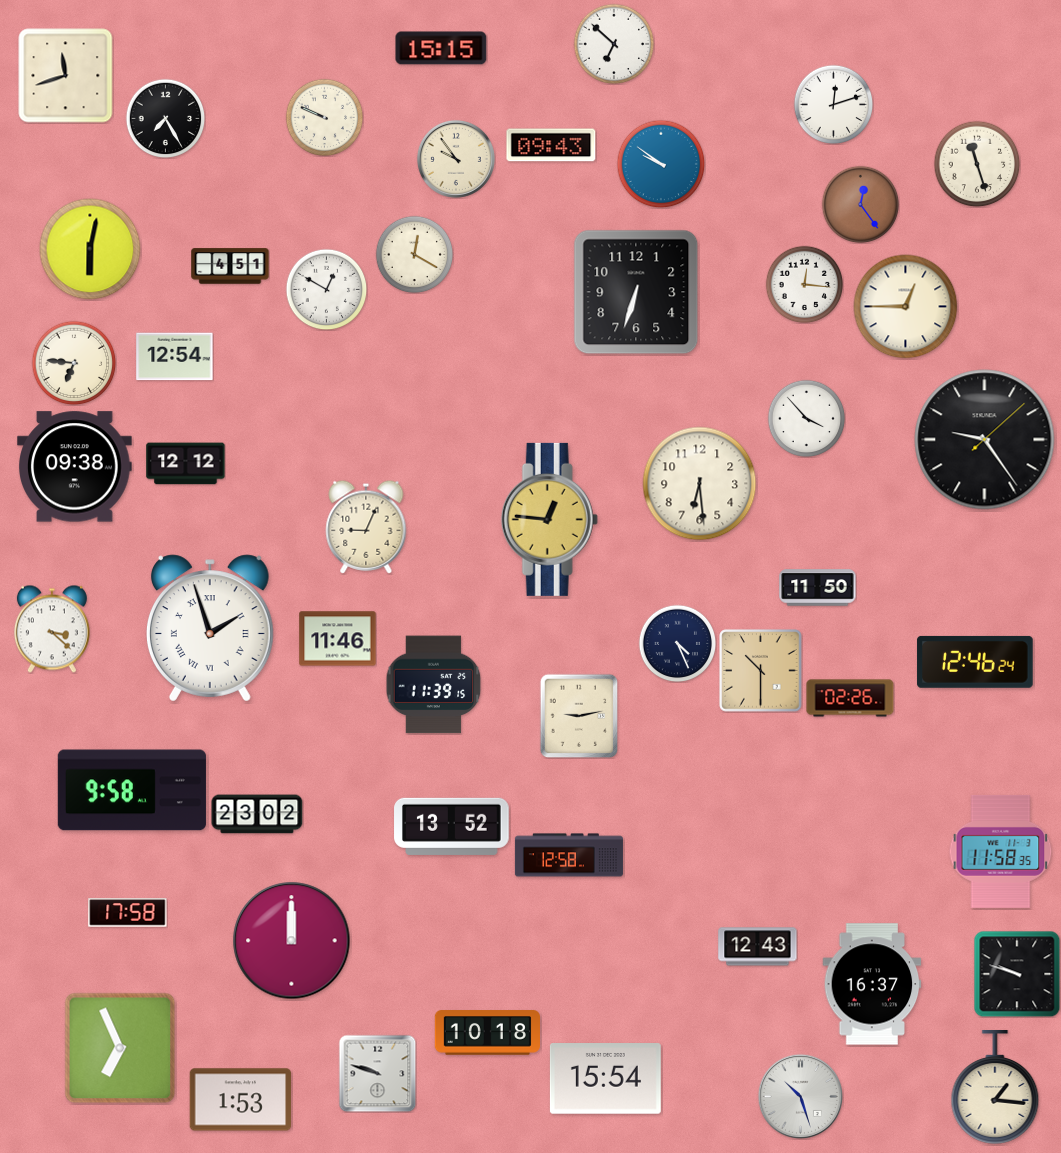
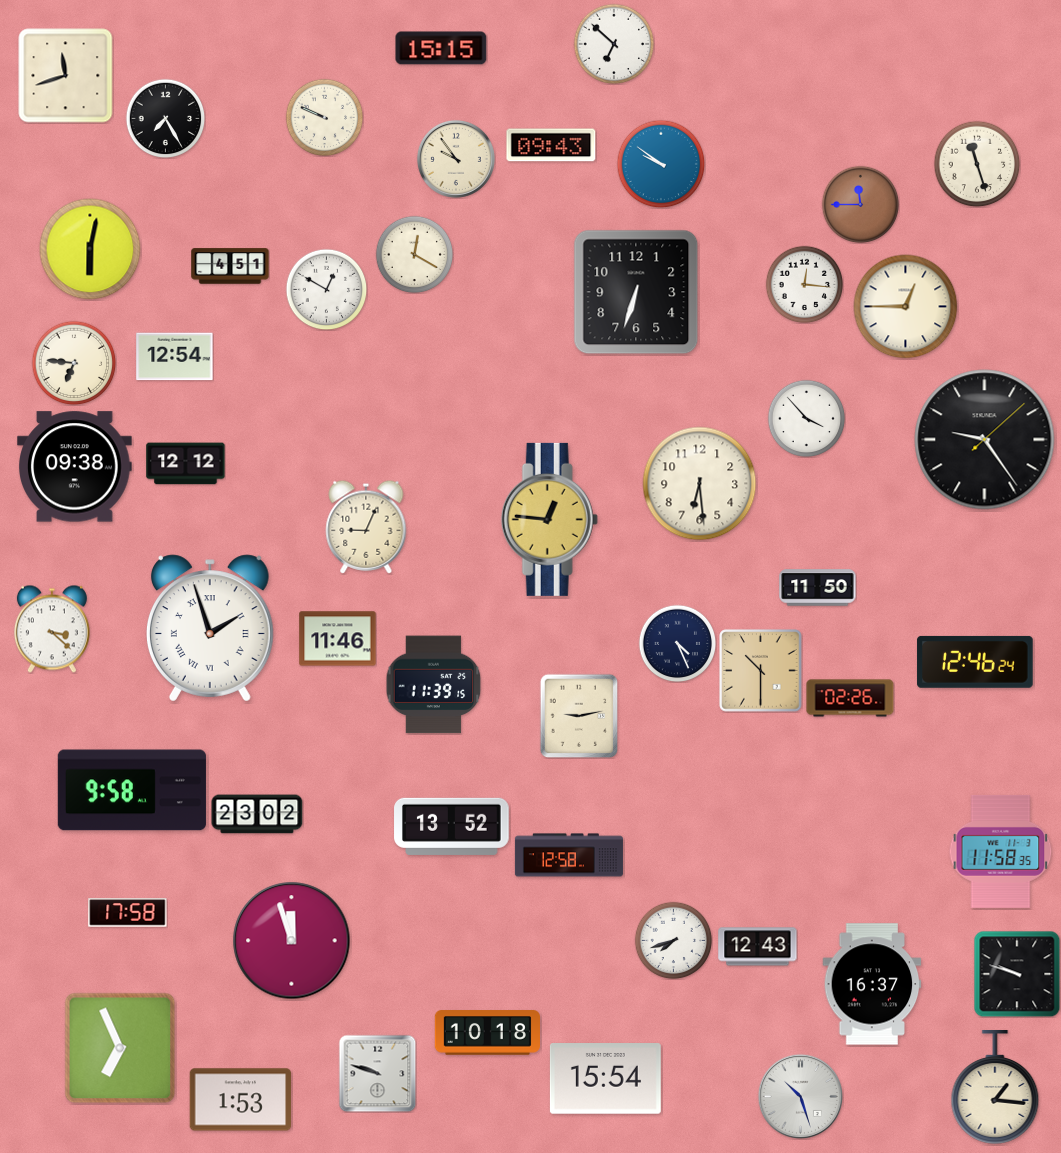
clock at (833, 104): 12:12 -> none
clock at (860, 204): 12:24 -> 11:45
clock at (673, 940): none -> 7:42
clock at (292, 941): 12:00 -> 11:57
